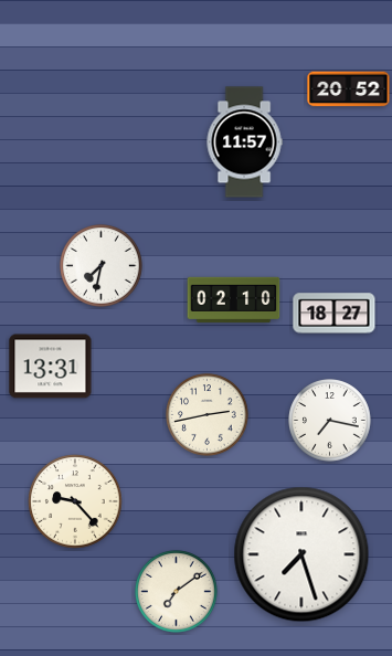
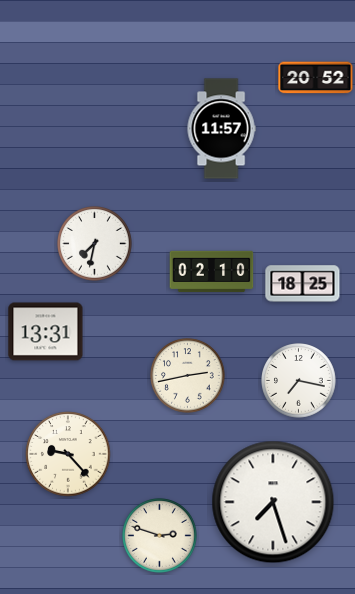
clock at (349, 89) position: (349, 89) -> (316, 78)
clock at (102, 266) position: (102, 266) -> (95, 244)
clock at (335, 314): 18:27 -> 18:25
clock at (177, 592): 7:09 -> 2:48
